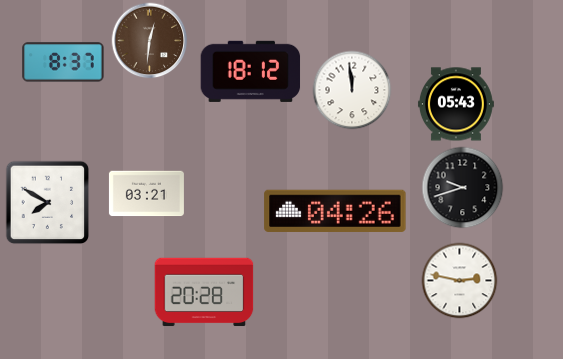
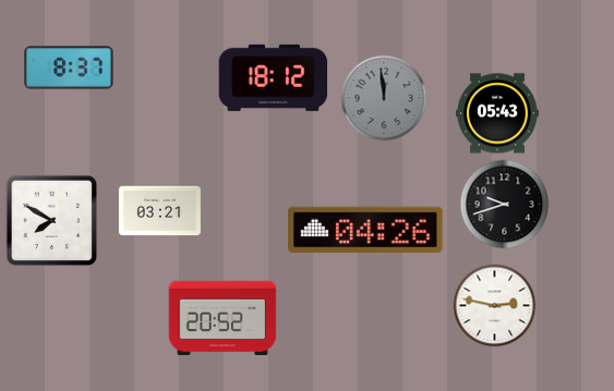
clock at (150, 41): 12:31 -> none
clock at (352, 90) dial: white -> grey
clock at (460, 281) position: (460, 281) -> (495, 306)
clock at (204, 292): 20:28 -> 20:52
